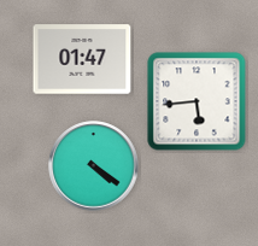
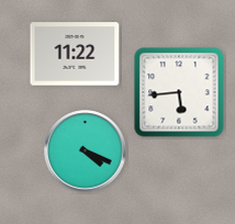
clock at (82, 59): 01:47 -> 11:22
clock at (94, 166): 4:21 -> 4:19
